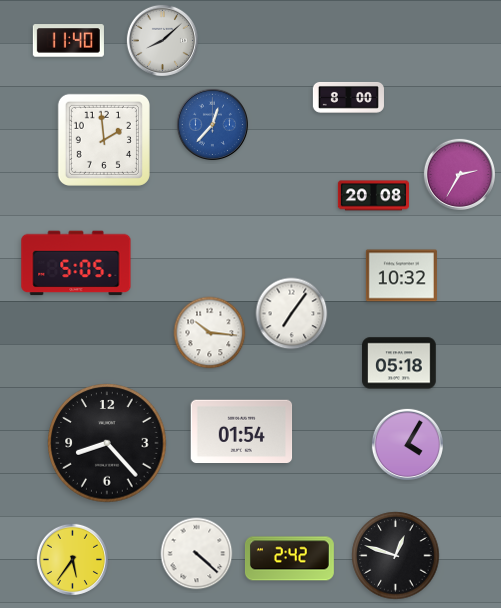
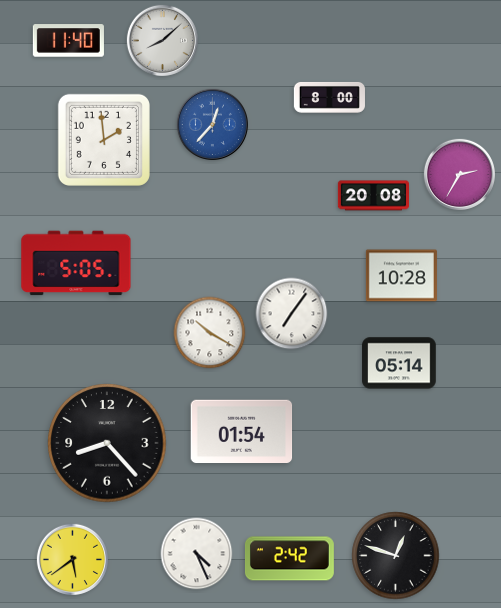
clock at (348, 98) position: (348, 98) -> (329, 98)
clock at (401, 276): 10:32 -> 10:28
clock at (210, 333): 10:16 -> 10:20
clock at (399, 363): 05:18 -> 05:14
clock at (407, 444): 4:05 -> none
clock at (197, 554): 4:22 -> 4:26
clock at (72, 559): 5:36 -> 5:39
